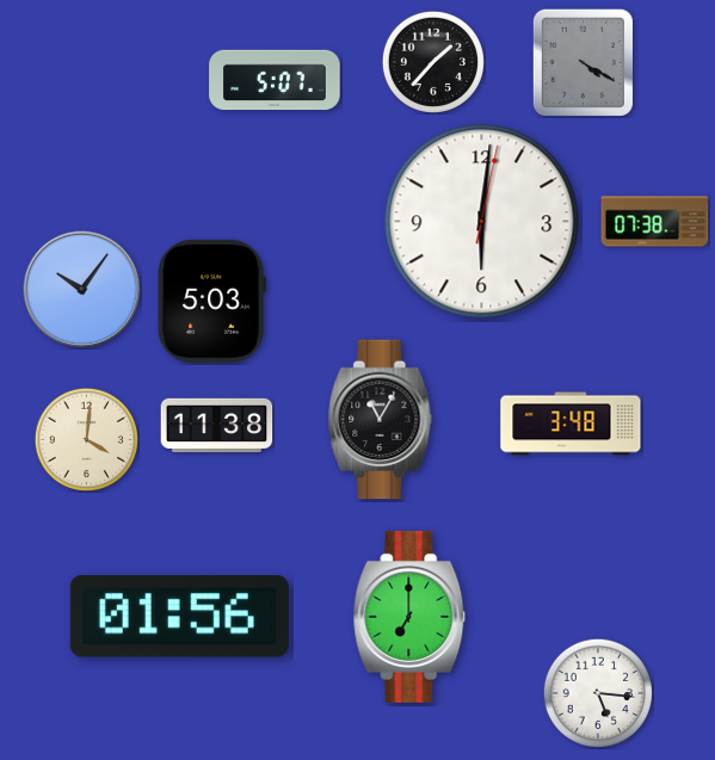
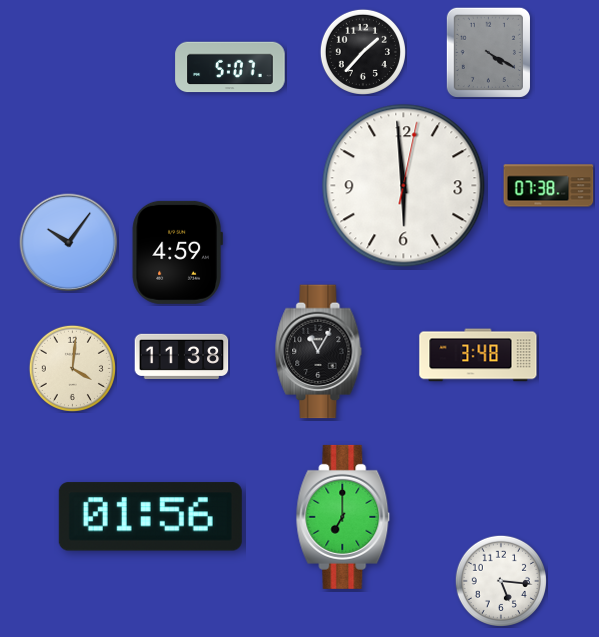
clock at (482, 222): 6:01 -> 5:59
clock at (211, 301): 5:03 -> 4:59
